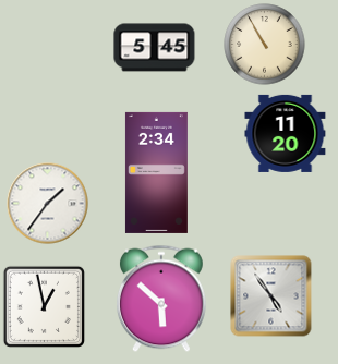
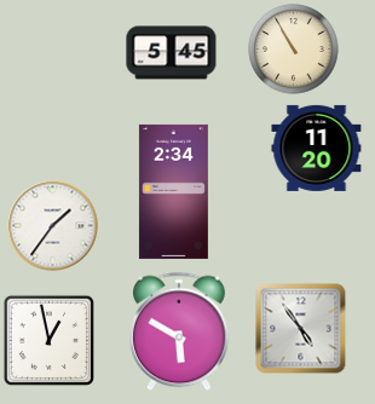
clock at (161, 299): 5:52 -> 5:50
